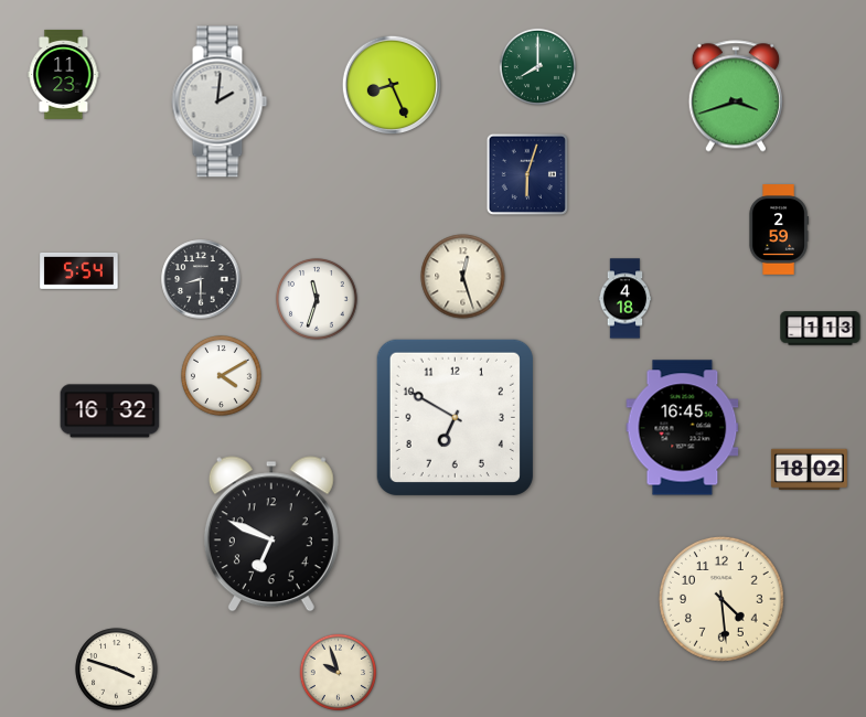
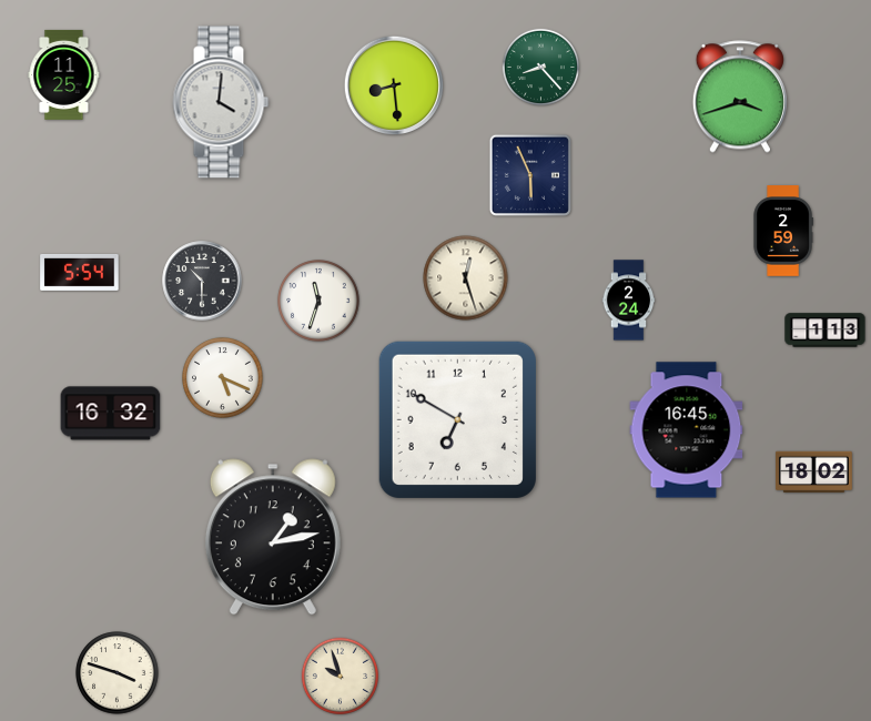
clock at (537, 66): 8:00 -> 8:23
clock at (64, 74): 11:23 -> 11:25
clock at (391, 84): 8:26 -> 8:29
clock at (220, 101): 2:01 -> 4:01
clock at (527, 174): 6:03 -> 5:56
clock at (201, 279): 8:30 -> 10:30
clock at (626, 299): 4:18 -> 2:24
clock at (222, 376): 4:10 -> 5:19
clock at (271, 534): 6:49 -> 1:13
clock at (721, 599): 4:29 -> none
